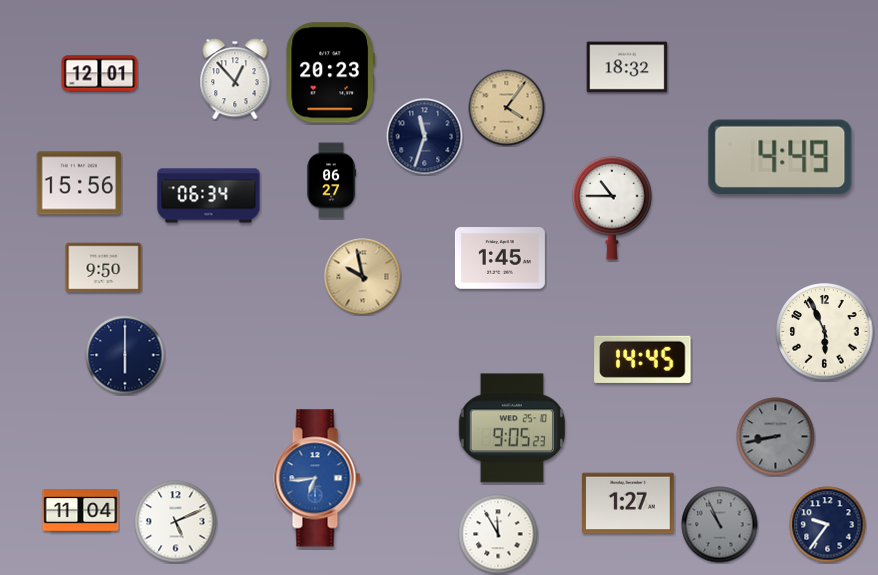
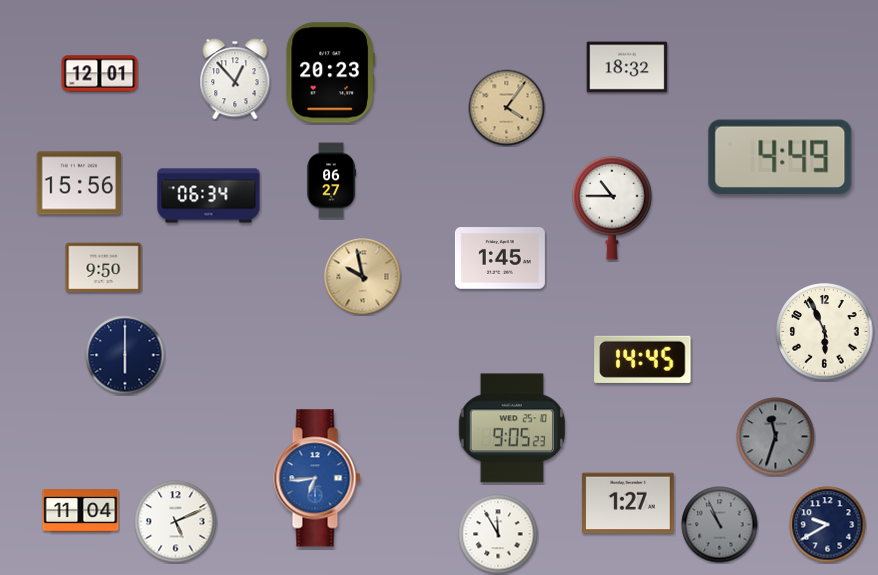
clock at (425, 137): 11:33 -> none
clock at (776, 437): 8:43 -> 11:33
clock at (828, 525): 9:36 -> 9:40
